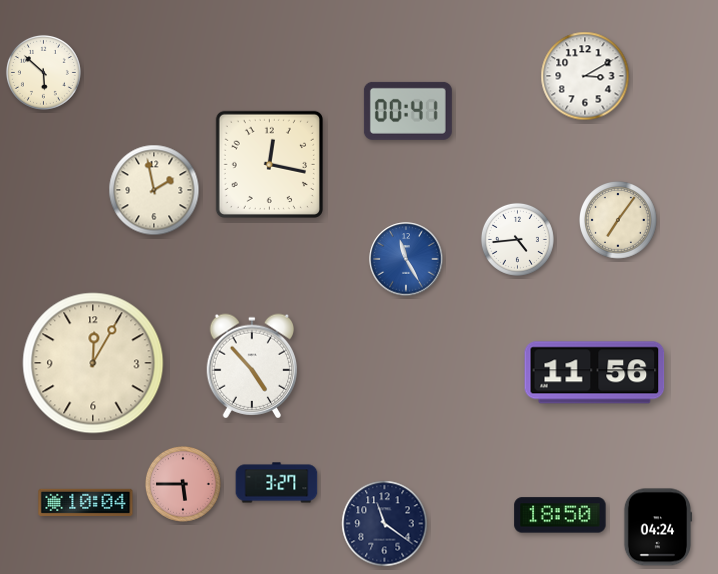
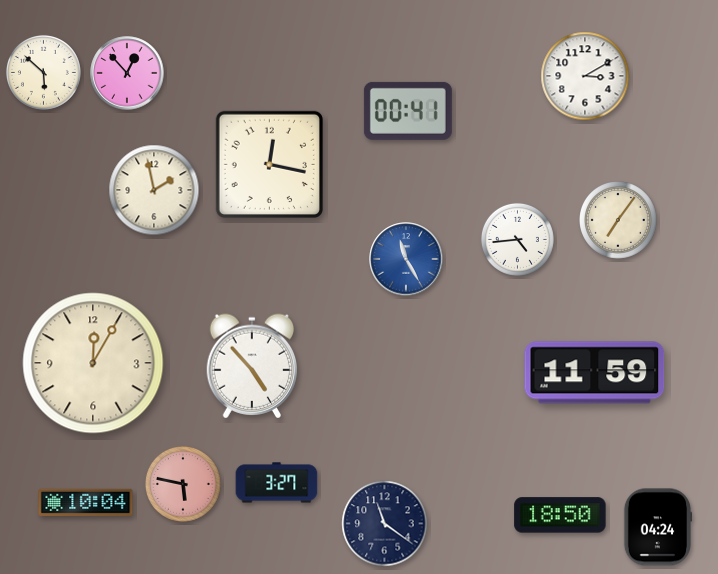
clock at (127, 73): none -> 12:53
clock at (595, 373): 11:56 -> 11:59
clock at (183, 484): 5:45 -> 5:47
